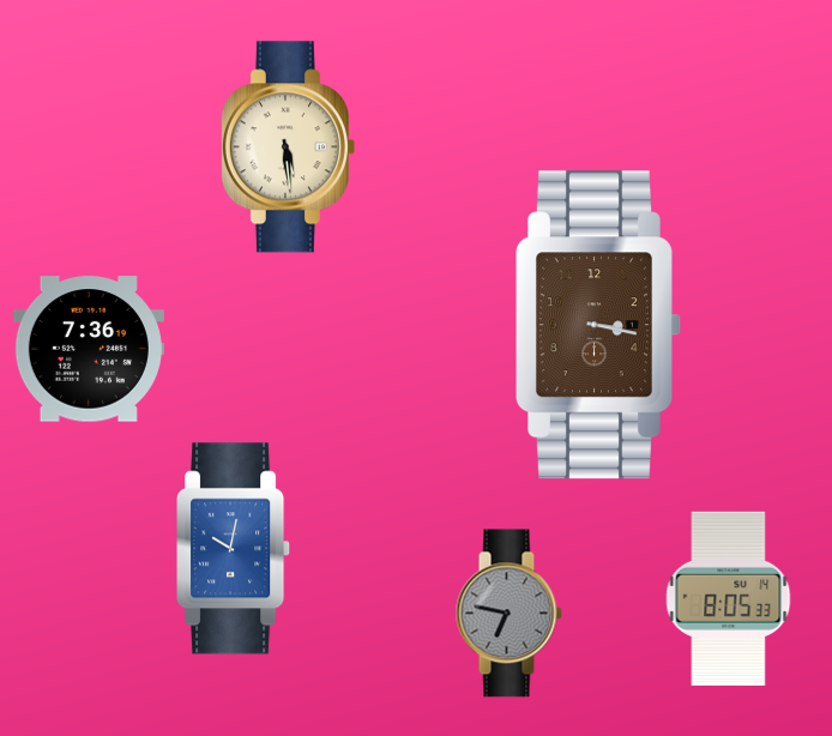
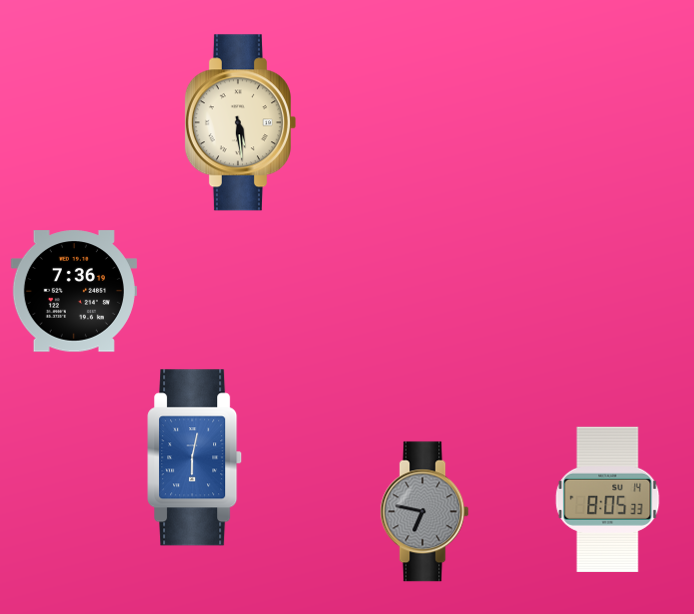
clock at (599, 325): 3:17 -> none
clock at (234, 549): 10:02 -> 6:02
